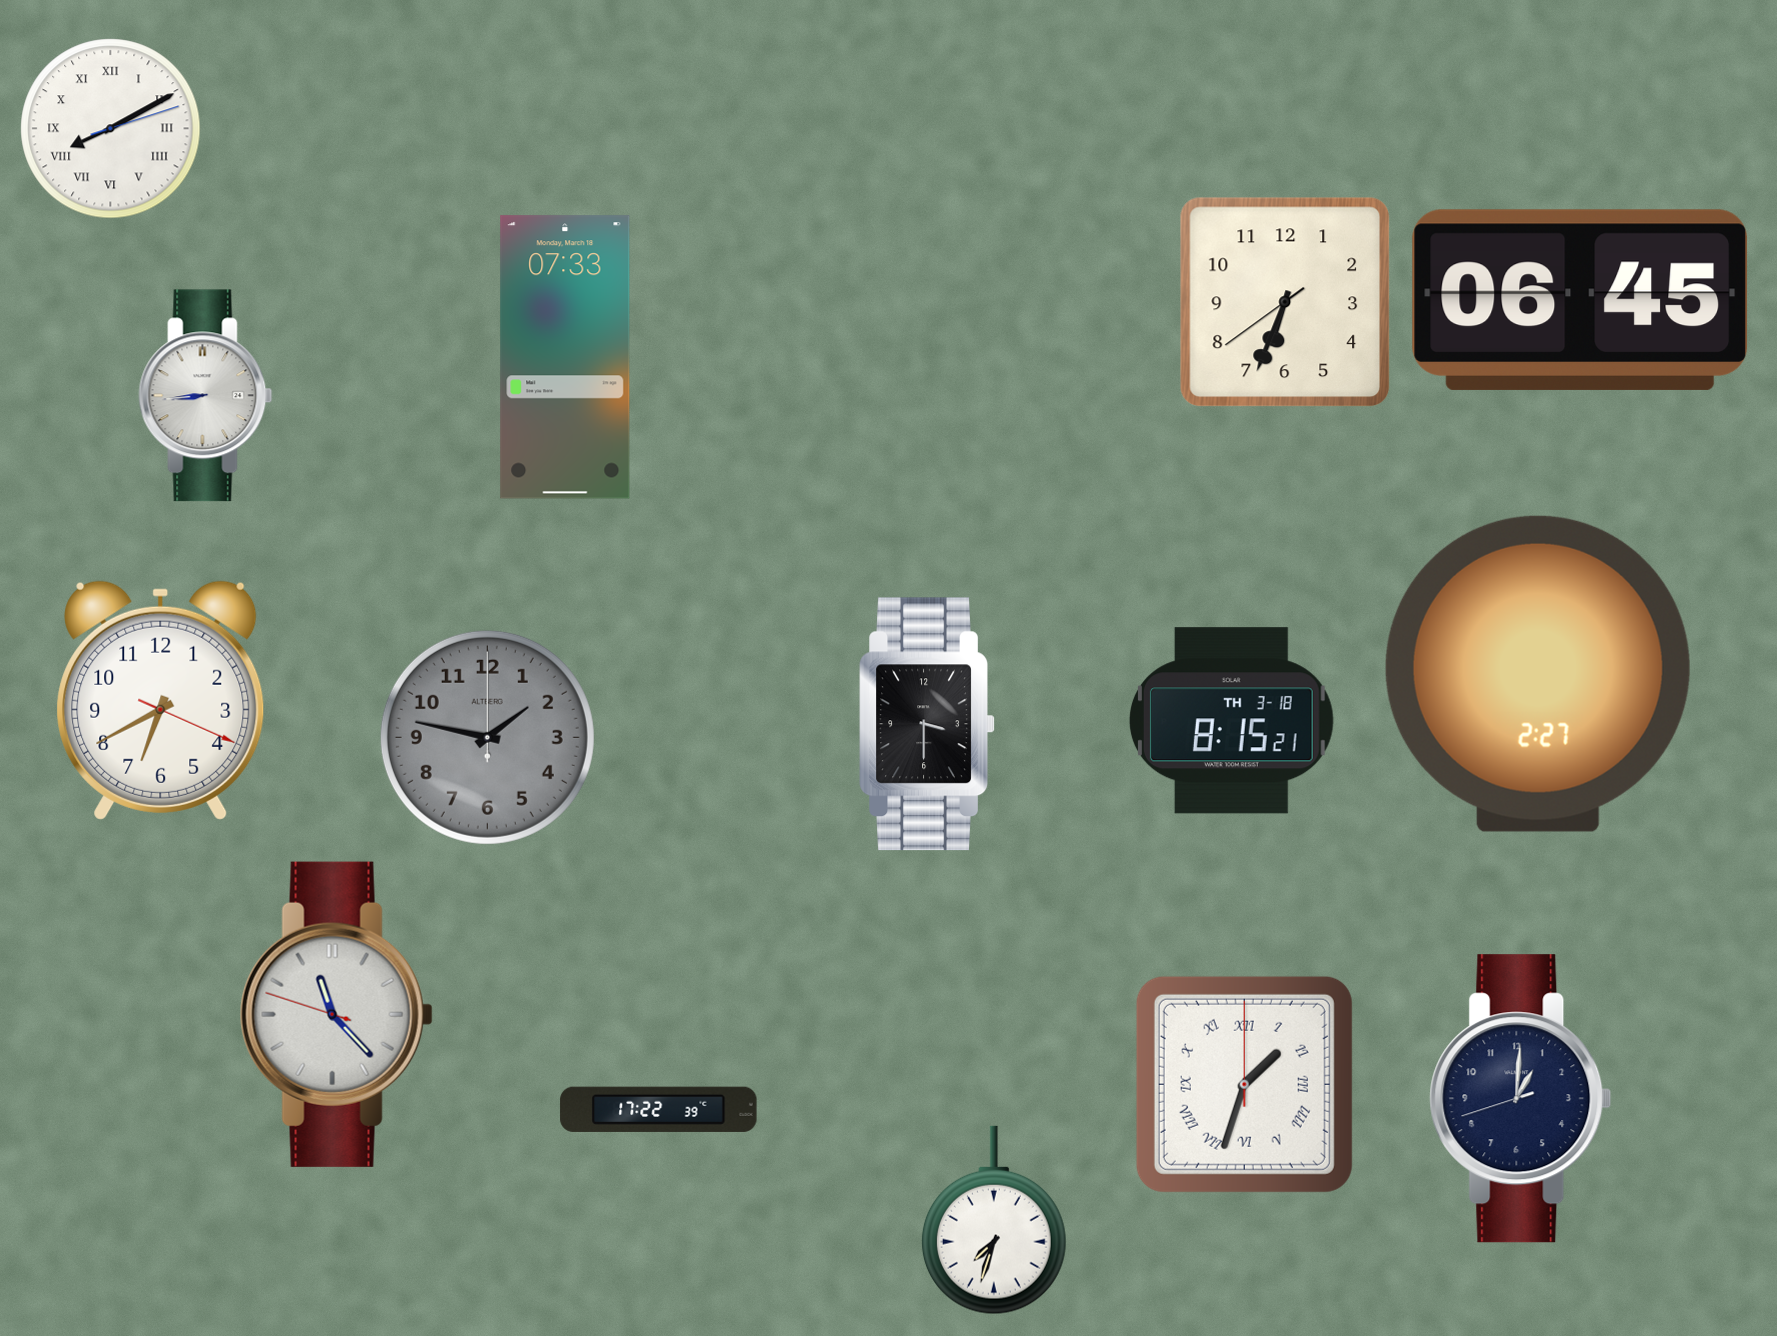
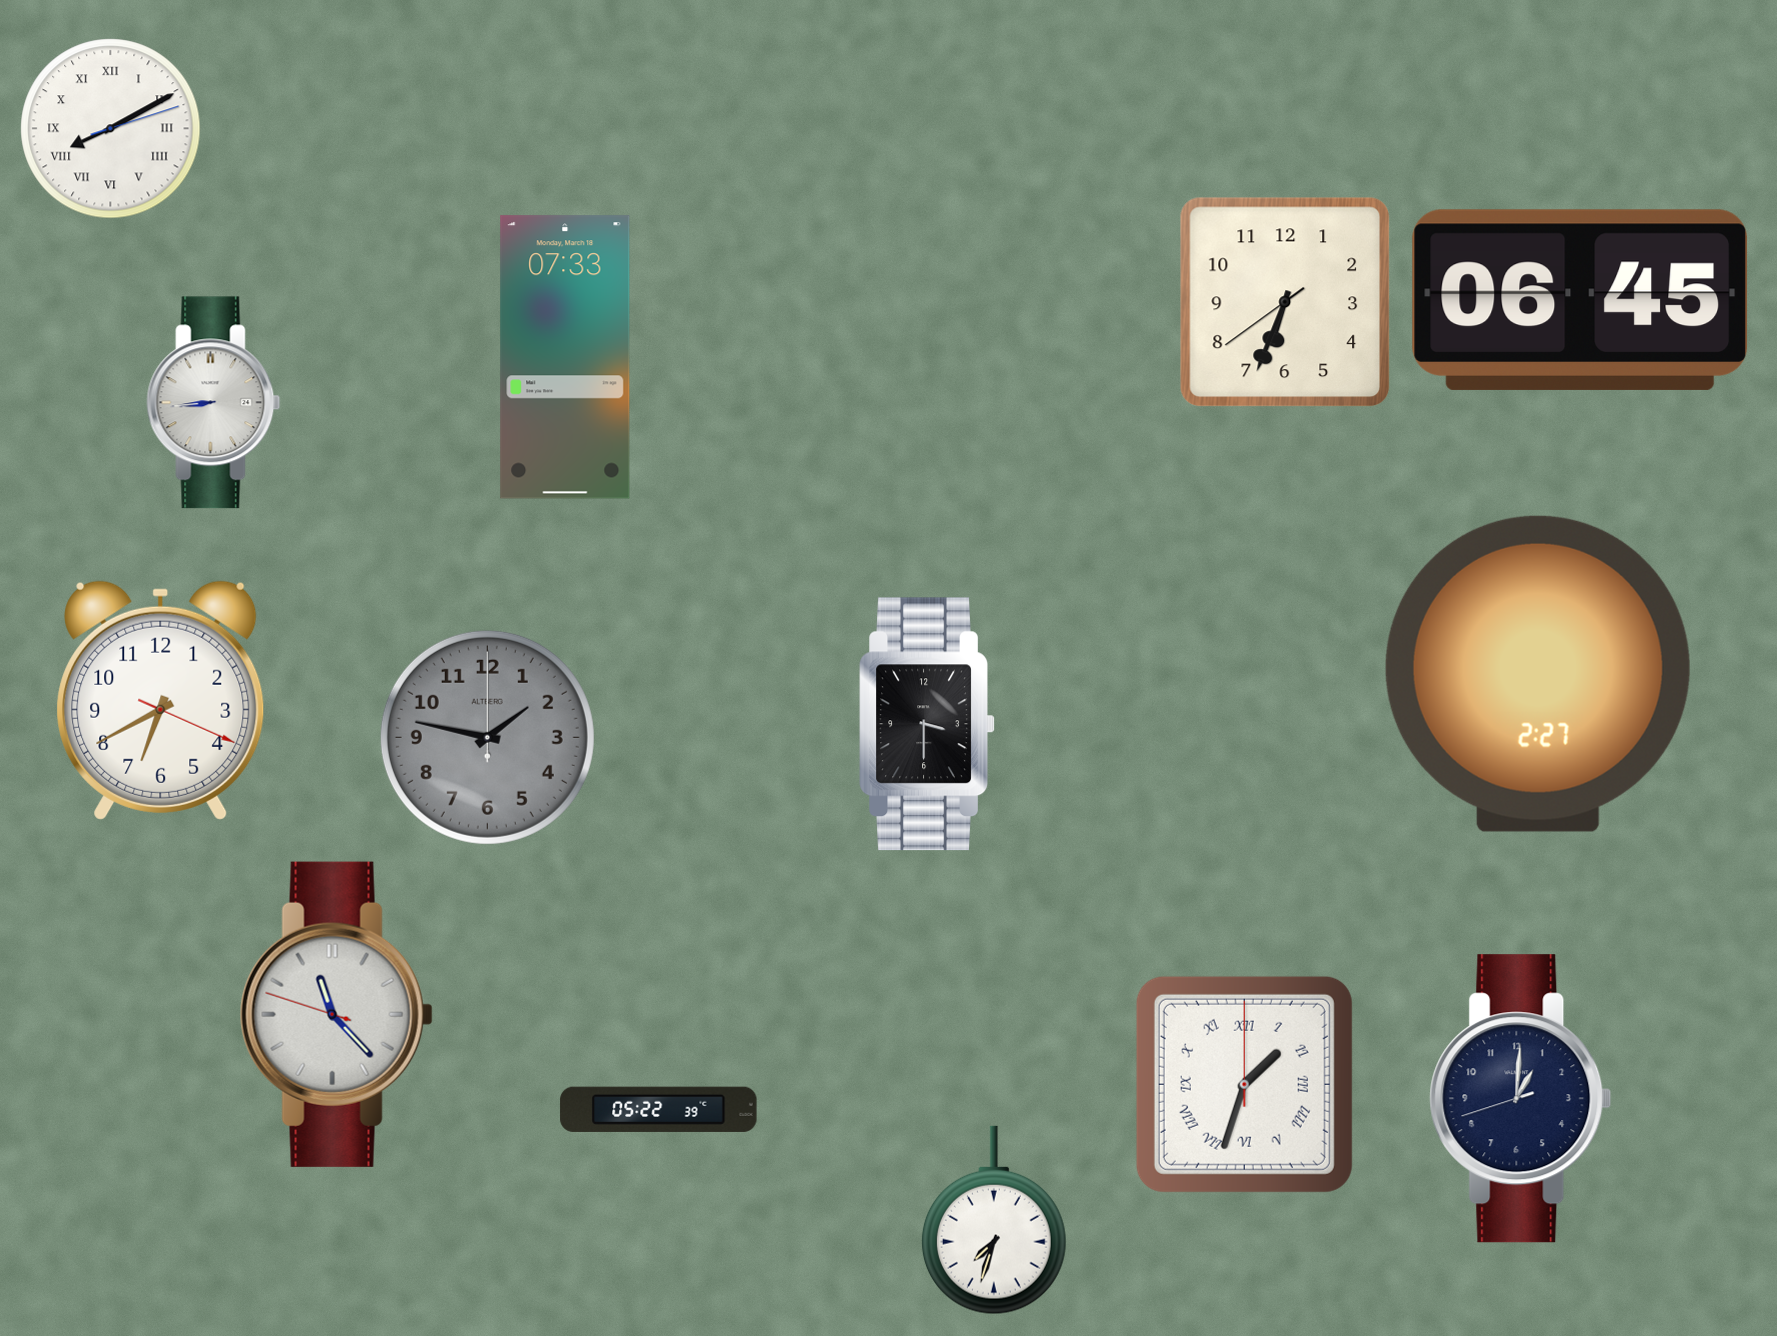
clock at (206, 396) position: (206, 396) -> (214, 403)
clock at (1231, 721): 8:15 -> none
clock at (659, 1109): 17:22 -> 05:22
